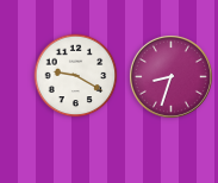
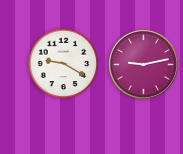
clock at (170, 76): 8:33 -> 9:13
